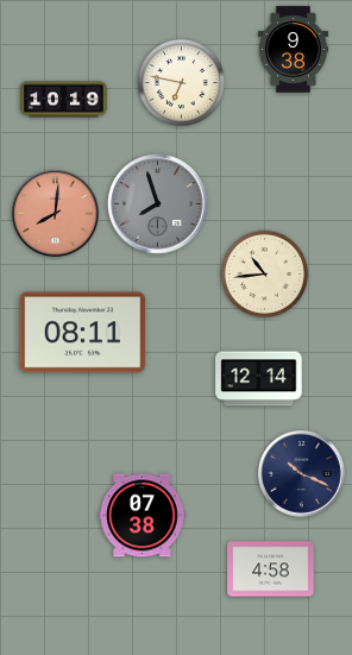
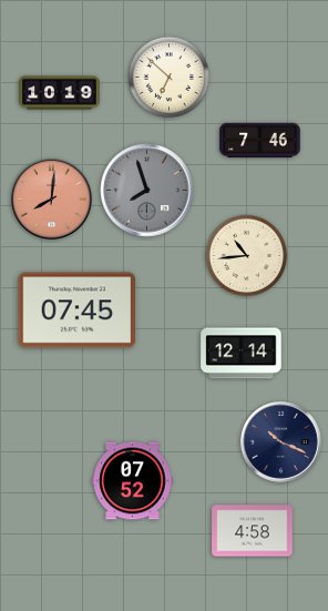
clock at (293, 50): 9:38 -> none
clock at (181, 82): 6:47 -> 6:52
clock at (260, 141): none -> 7:46
clock at (83, 333): 08:11 -> 07:45
clock at (143, 516): 07:38 -> 07:52
